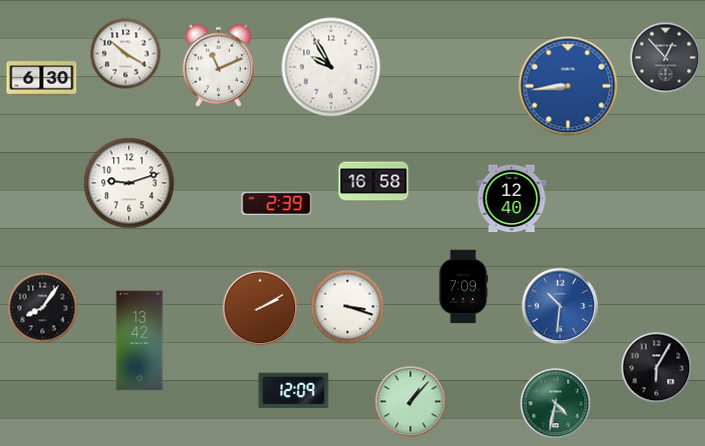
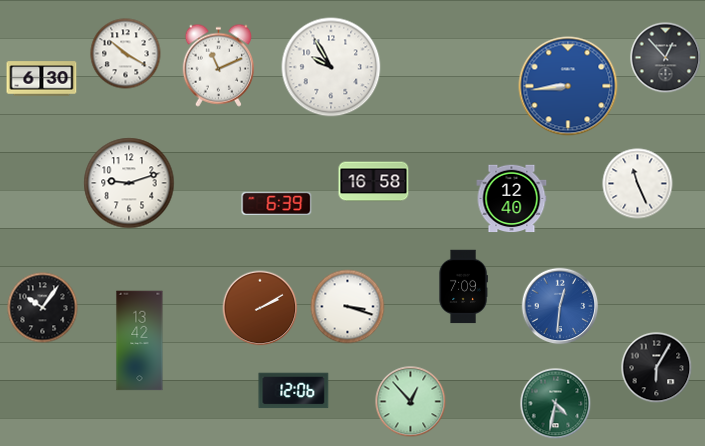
clock at (638, 184): none -> 11:26
clock at (277, 203): 2:39 -> 6:39
clock at (560, 306): 10:31 -> 12:31
clock at (43, 308): 8:06 -> 10:06
clock at (294, 391): 12:09 -> 12:06
clock at (411, 402): 1:07 -> 12:53
